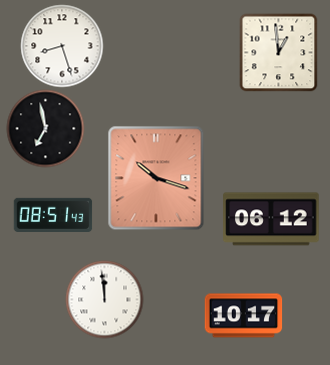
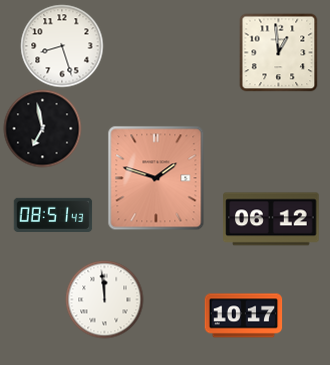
clock at (45, 128) position: (45, 128) -> (42, 128)
clock at (156, 178): 10:18 -> 1:48
